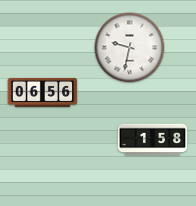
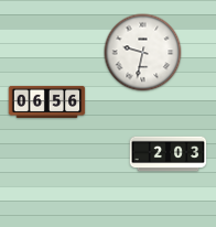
clock at (153, 140): 1:58 -> 2:03
